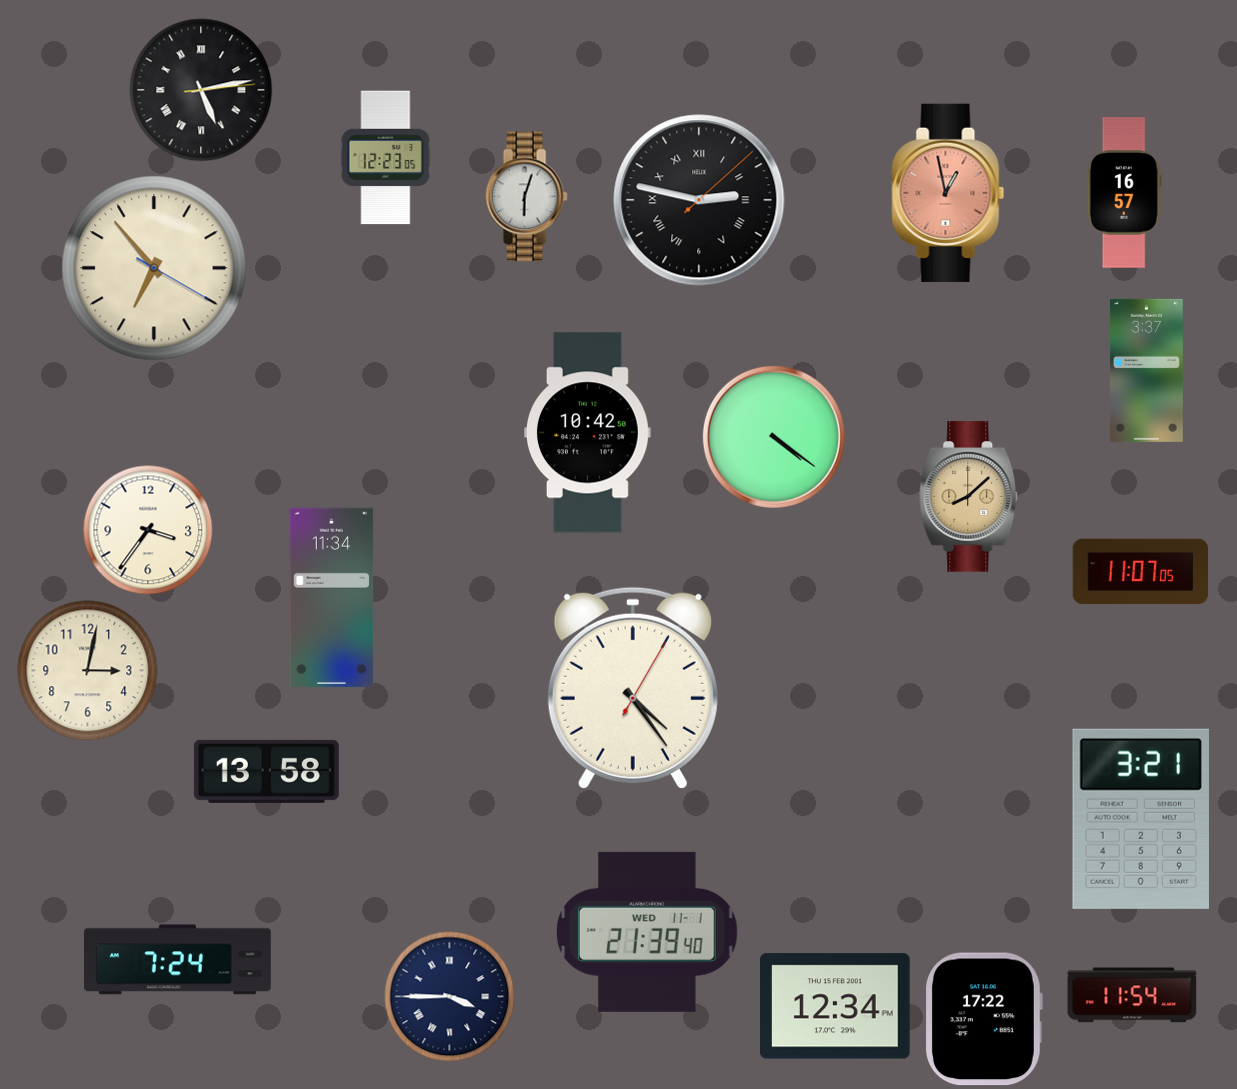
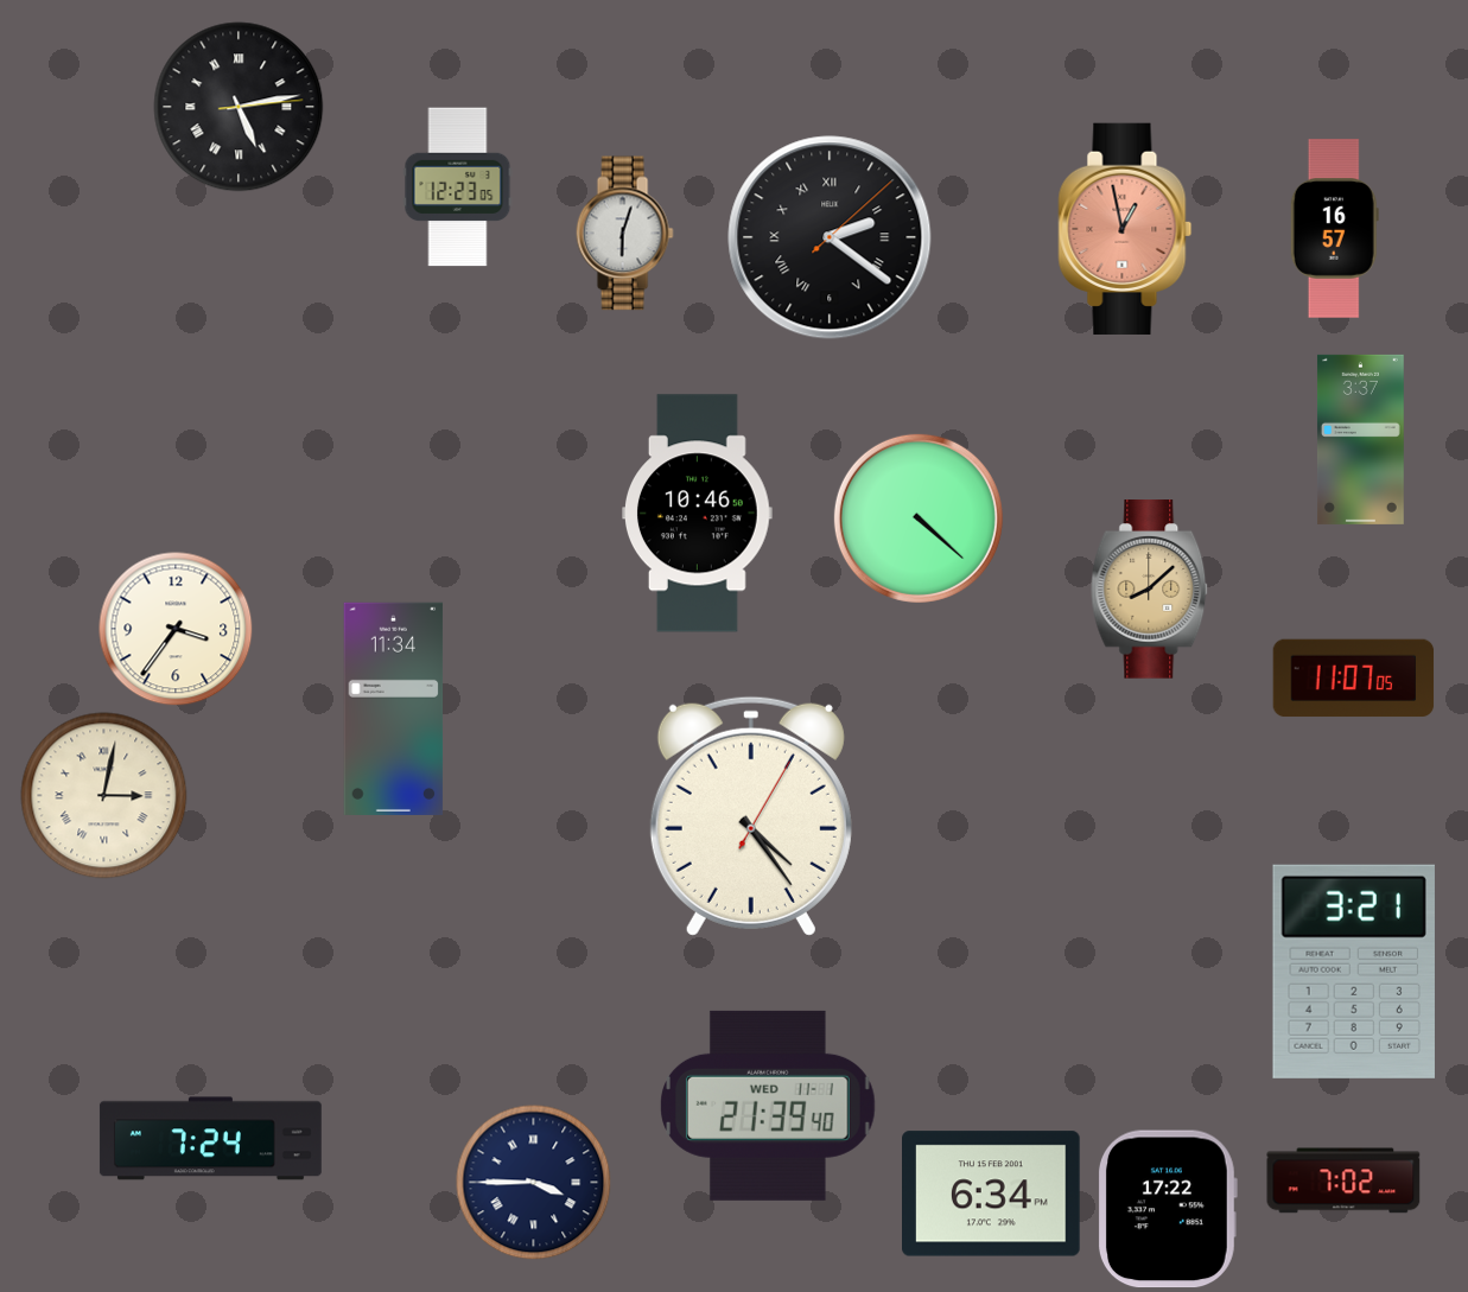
clock at (699, 200): 2:47 -> 2:21
clock at (154, 268): 6:53 -> none
clock at (588, 433): 10:42 -> 10:46
clock at (774, 437): 4:21 -> 4:22
clock at (88, 671) numerals: Arabic -> Roman
clock at (266, 771): 13:58 -> none
clock at (1132, 995): 11:54 -> 7:02
clock at (836, 1006): 12:34 -> 6:34
